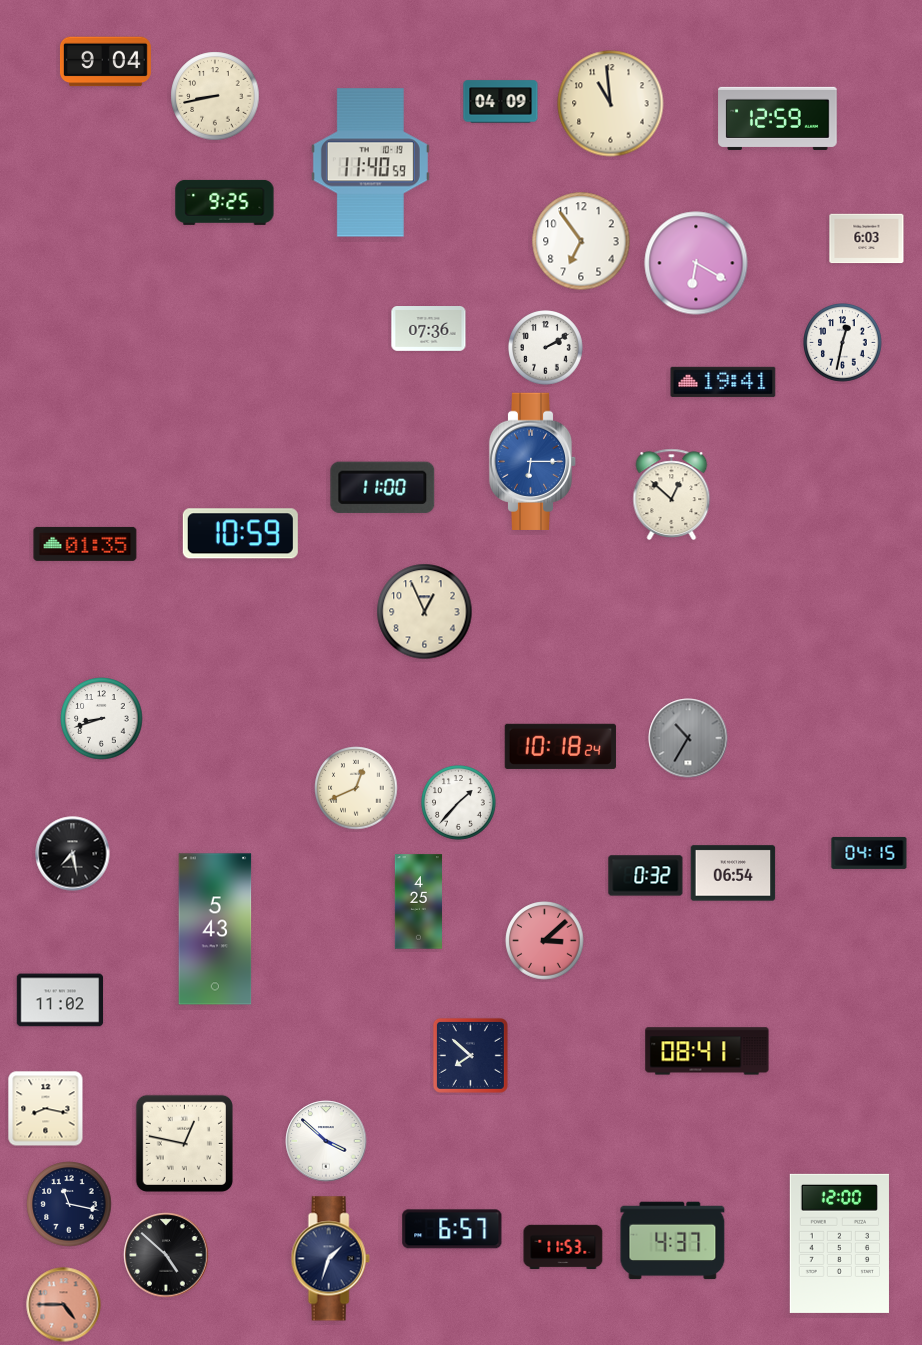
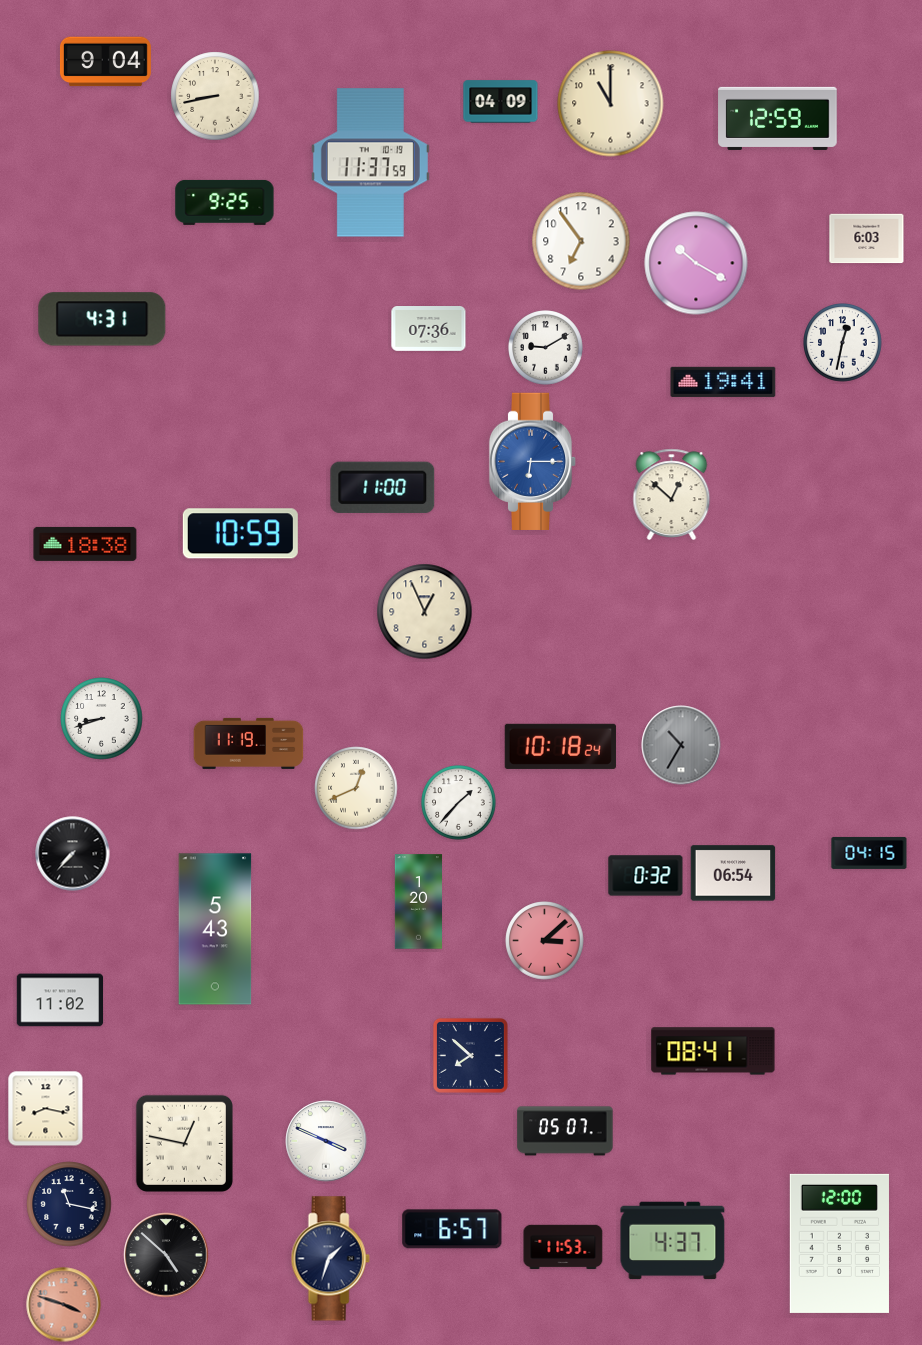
clock at (611, 104): 10:59 -> 11:00
clock at (370, 163): 11:40 -> 11:37
clock at (696, 263): 6:20 -> 10:20
clock at (102, 319): none -> 4:31
clock at (546, 348): 2:10 -> 9:10
clock at (85, 544): 01:35 -> 18:38
clock at (688, 738) position: (688, 738) -> (681, 745)
clock at (249, 743): none -> 11:19
clock at (73, 854): 7:28 -> 7:37
clock at (418, 902): 4:25 -> 1:20
clock at (707, 1051) position: (707, 1051) -> (713, 1051)
clock at (565, 1131): none -> 05:07
clock at (326, 1141): 3:52 -> 3:49
clock at (64, 1305): 4:45 -> 3:48
